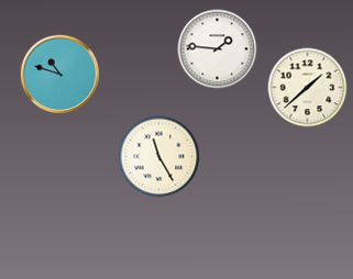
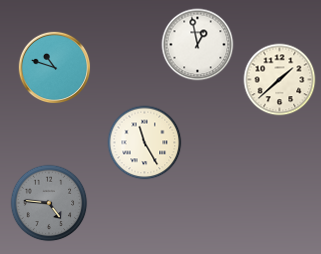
clock at (218, 49): 1:46 -> 12:58
clock at (49, 203): none -> 4:46
